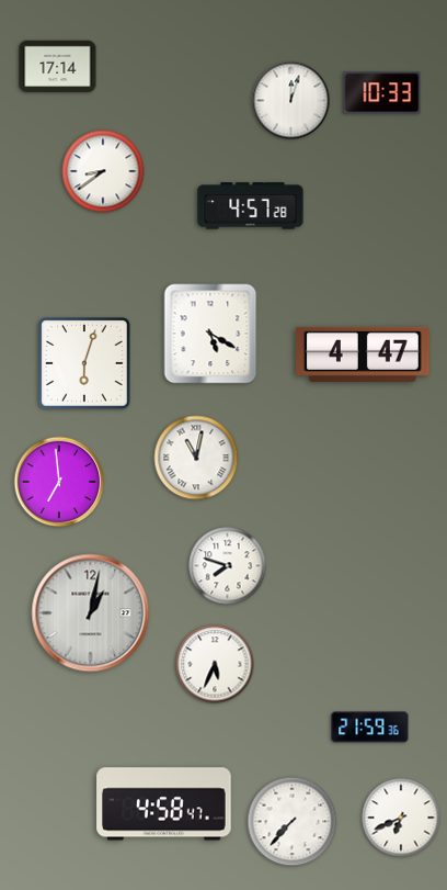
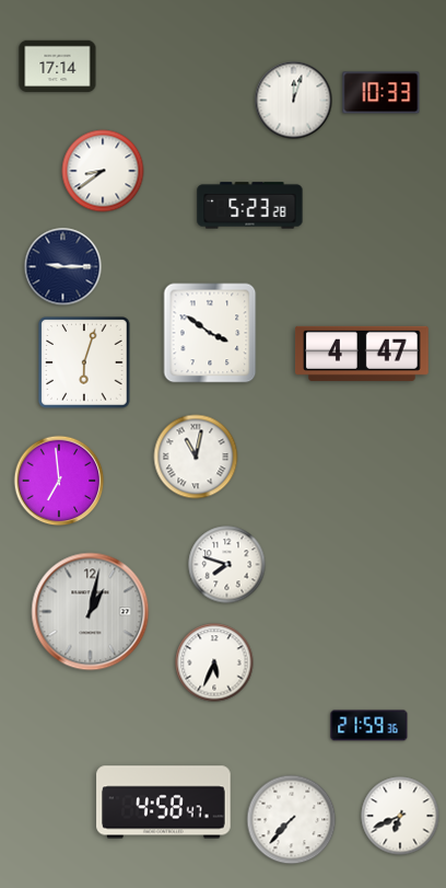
clock at (291, 101) position: (291, 101) -> (294, 101)
clock at (251, 206): 4:57 -> 5:23
clock at (63, 267): none -> 9:15
clock at (210, 334): 5:20 -> 3:51
